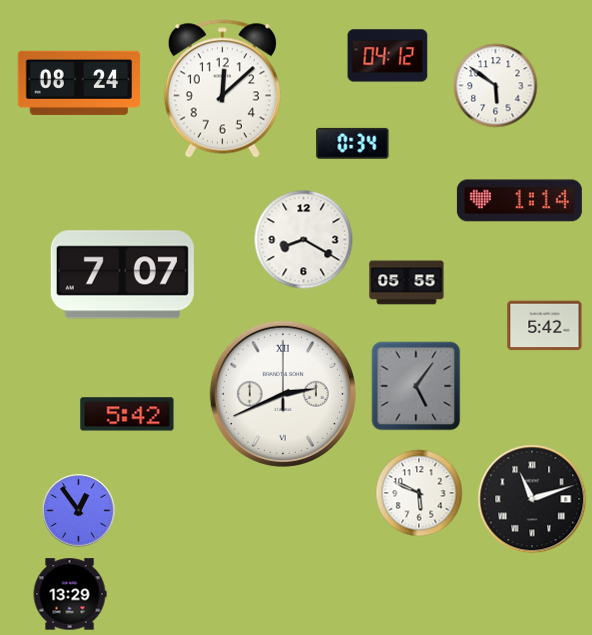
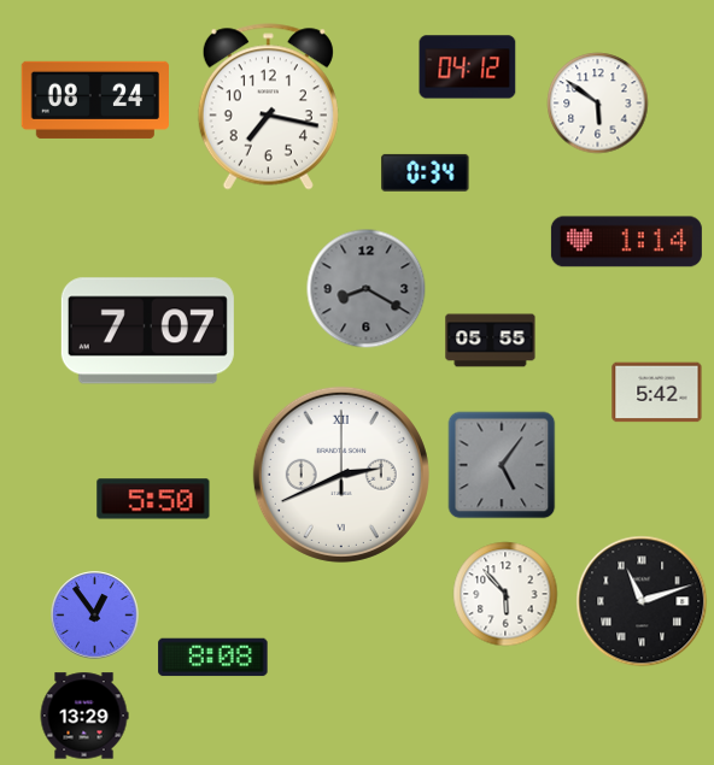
clock at (222, 89): 12:08 -> 7:17
clock at (304, 240) dial: white -> grey
clock at (127, 414): 5:42 -> 5:50
clock at (419, 493): 5:49 -> 5:53
clock at (213, 658): none -> 8:08
